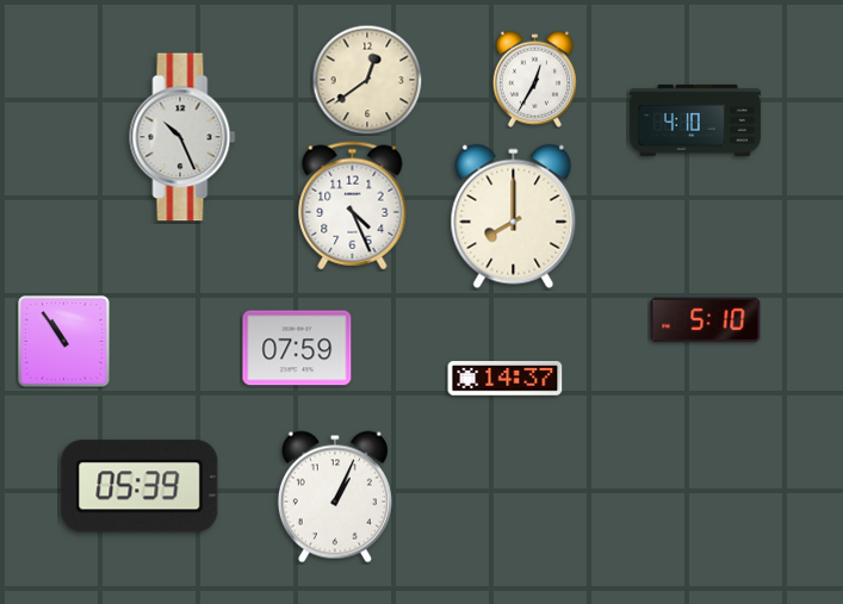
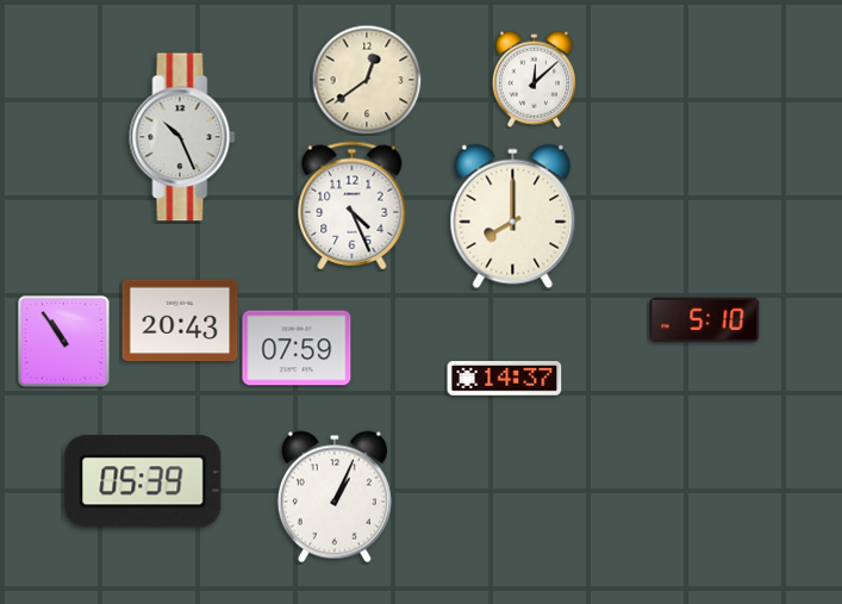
clock at (534, 79): 12:35 -> 12:08
clock at (695, 120): 4:10 -> none
clock at (180, 320): none -> 20:43
clock at (140, 486) position: (140, 486) -> (143, 481)
